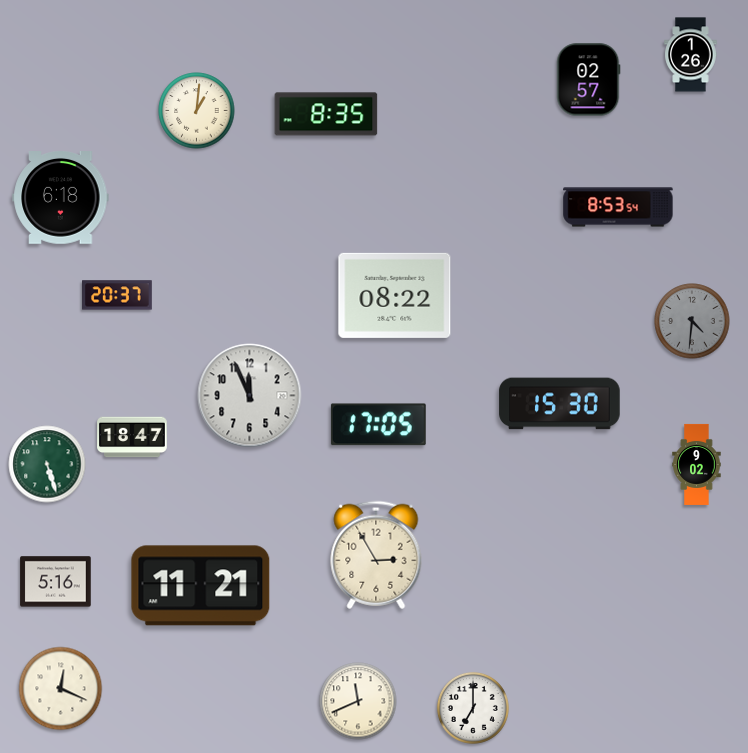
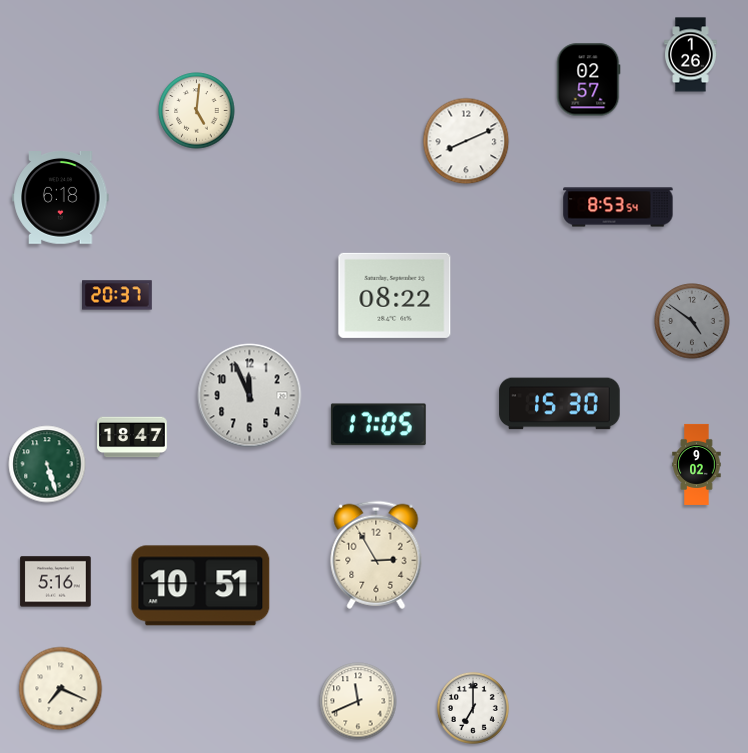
clock at (197, 111): 1:01 -> 5:01
clock at (326, 114): 8:35 -> none
clock at (466, 141): none -> 8:11
clock at (692, 321): 4:31 -> 4:51
clock at (201, 586): 11:21 -> 10:51
clock at (61, 689): 12:19 -> 7:19
